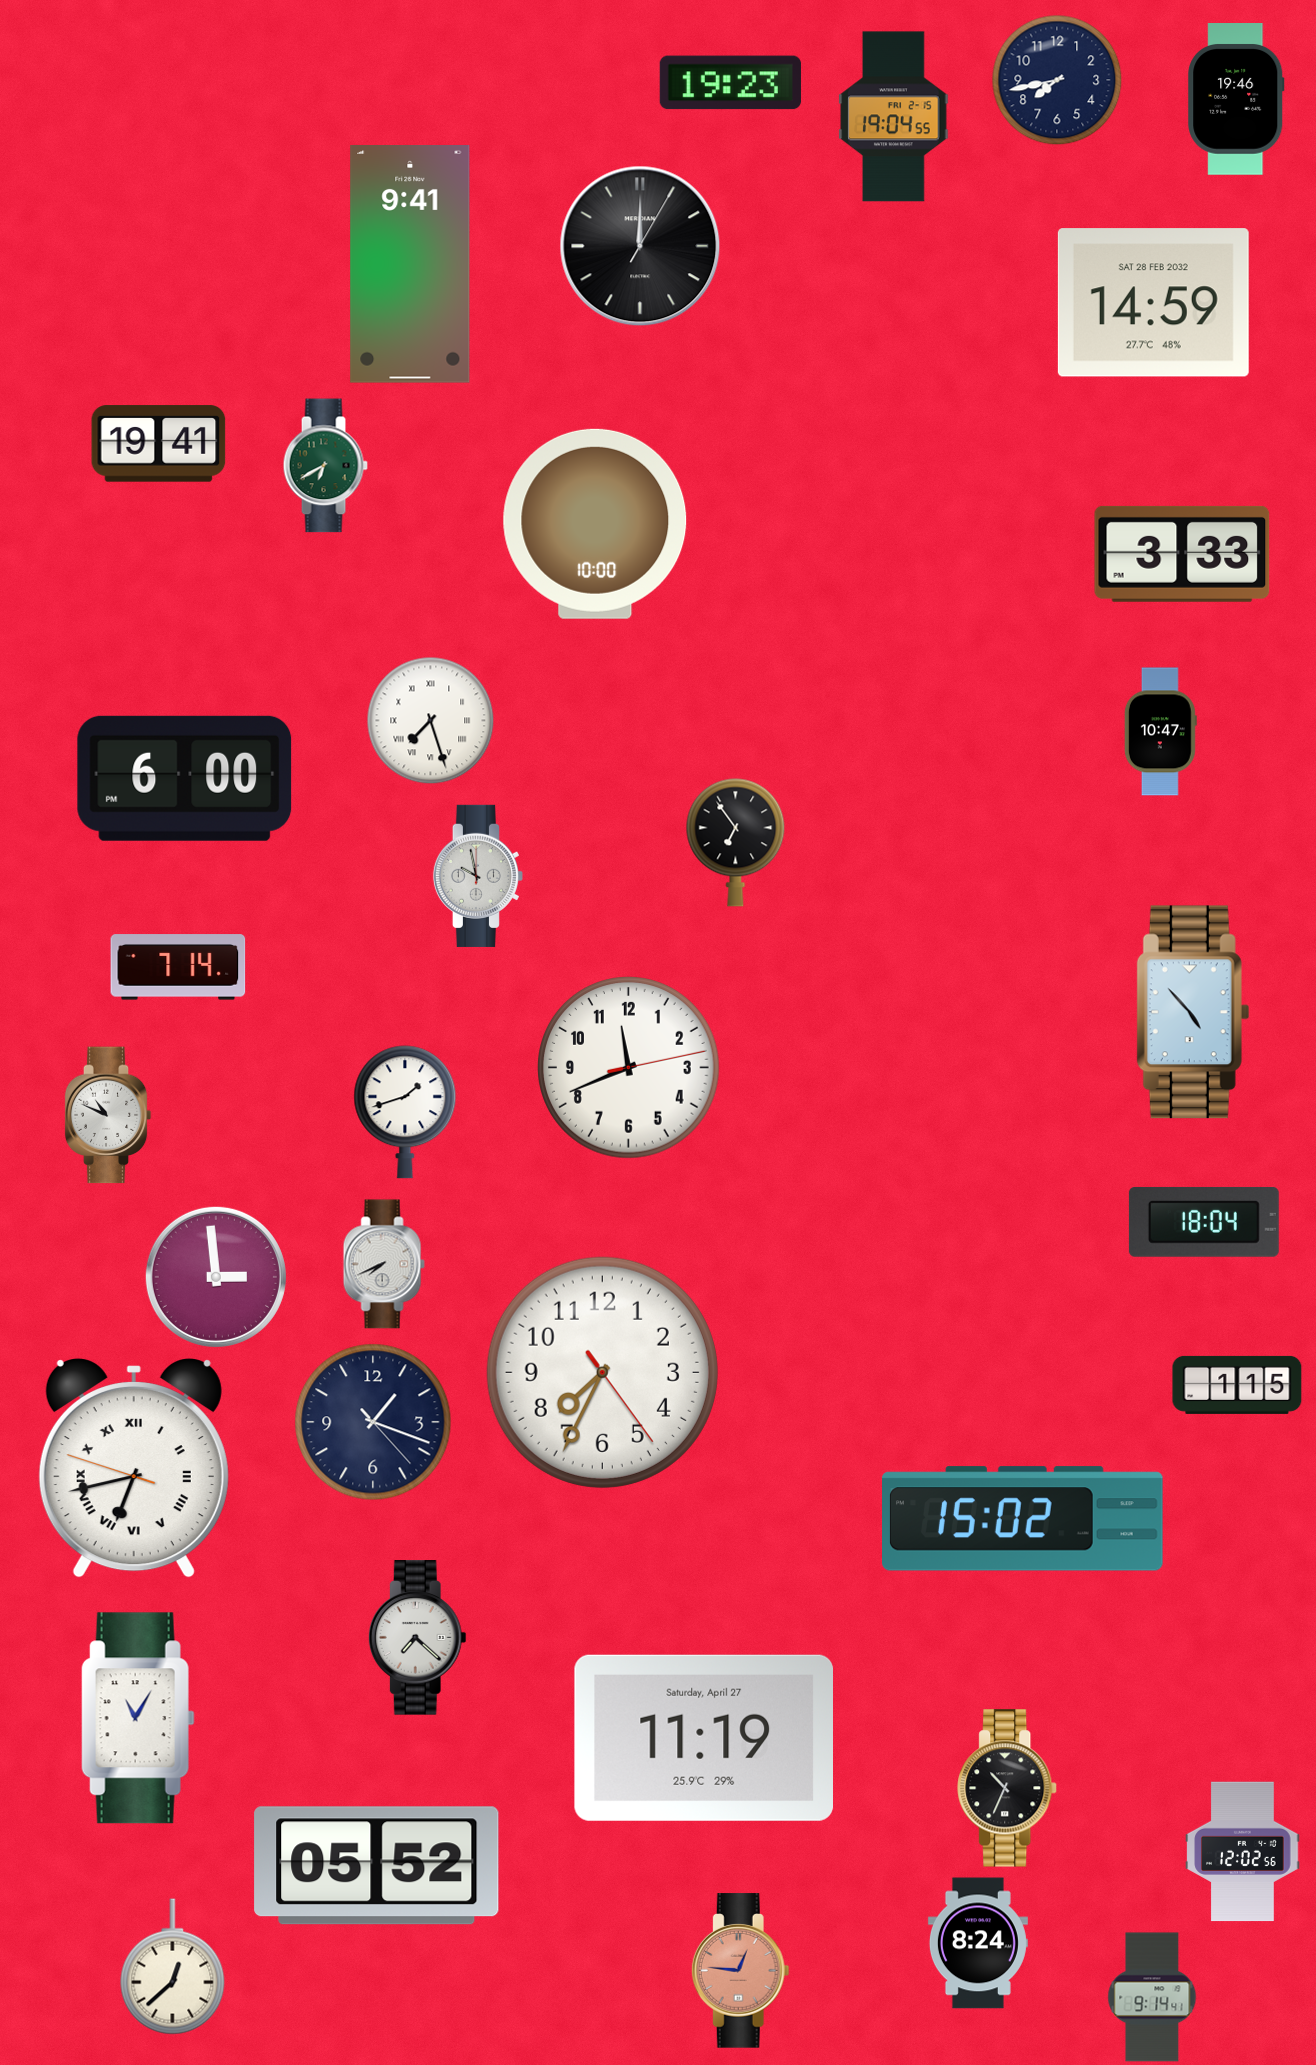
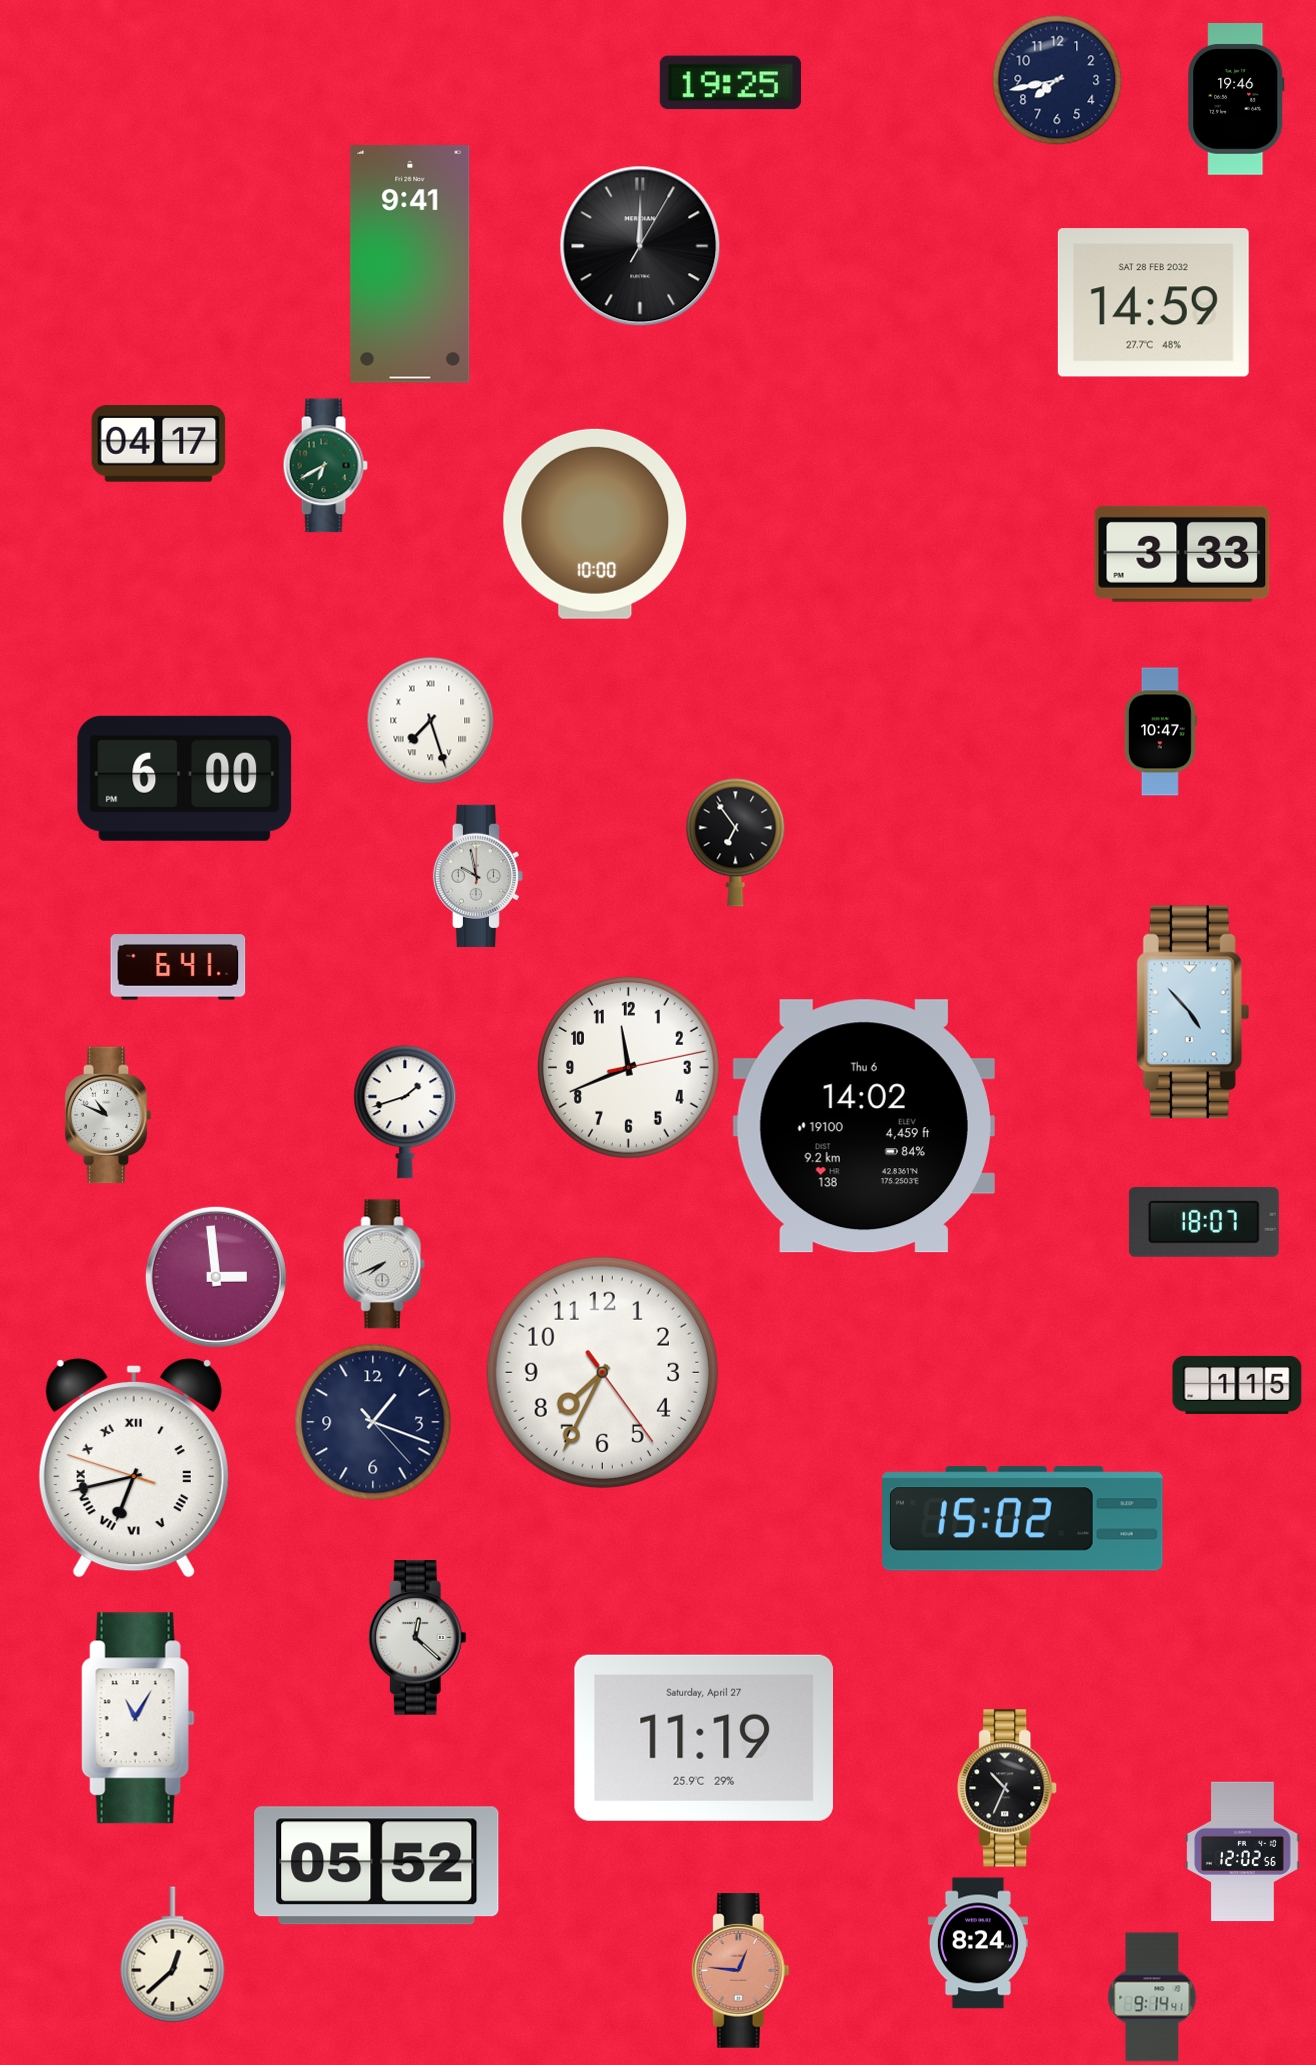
clock at (730, 83): 19:23 -> 19:25
clock at (894, 117): 19:04 -> none
clock at (159, 444): 19:41 -> 04:17
clock at (178, 967): 7:14 -> 6:41
clock at (864, 1126): none -> 14:02
clock at (1204, 1222): 18:04 -> 18:07
clock at (417, 1638): 7:22 -> 12:22
clock at (173, 1967) position: (173, 1967) -> (173, 1955)
